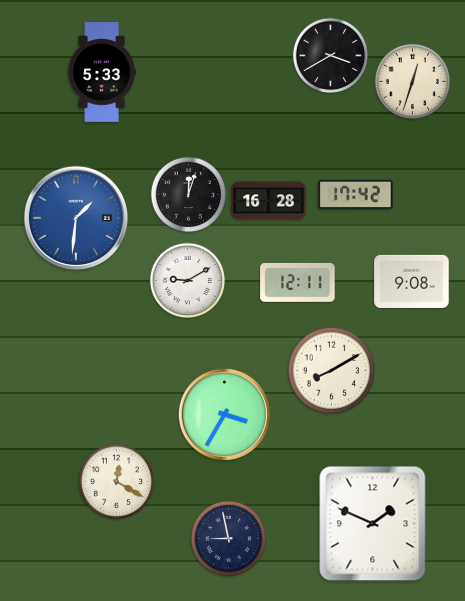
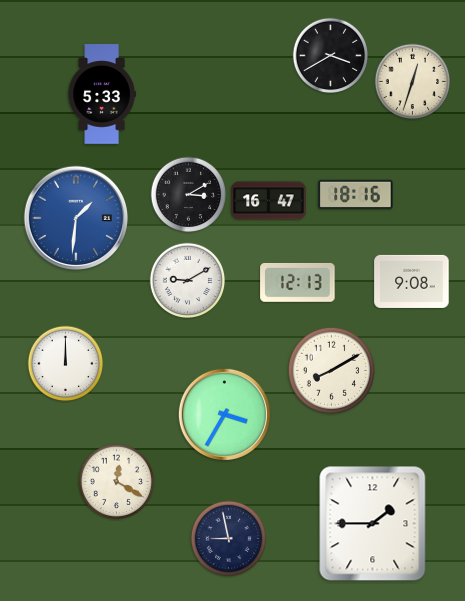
clock at (102, 72) position: (102, 72) -> (102, 94)
clock at (189, 195): 12:03 -> 3:10
clock at (356, 195): 17:42 -> 18:16
clock at (269, 201): 16:28 -> 16:47
clock at (298, 282): 12:11 -> 12:13
clock at (66, 364): none -> 12:00
clock at (373, 524): 1:49 -> 1:45
